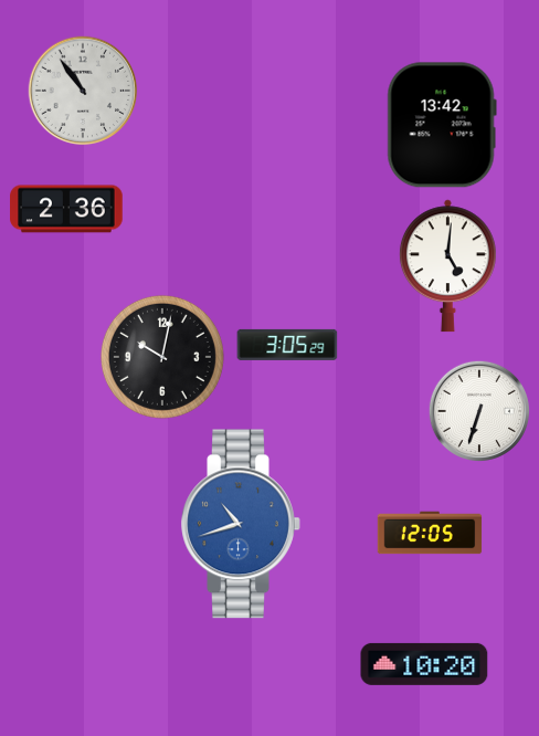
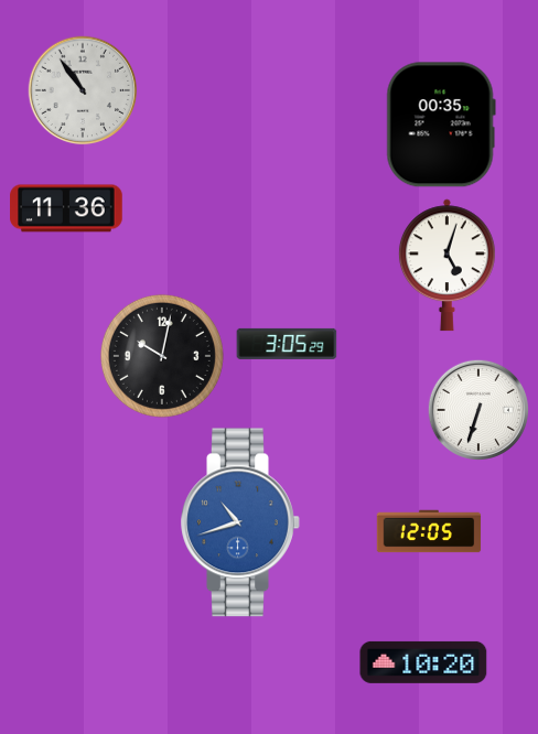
clock at (442, 125): 13:42 -> 00:35
clock at (66, 209): 2:36 -> 11:36
clock at (447, 266): 5:01 -> 5:03
